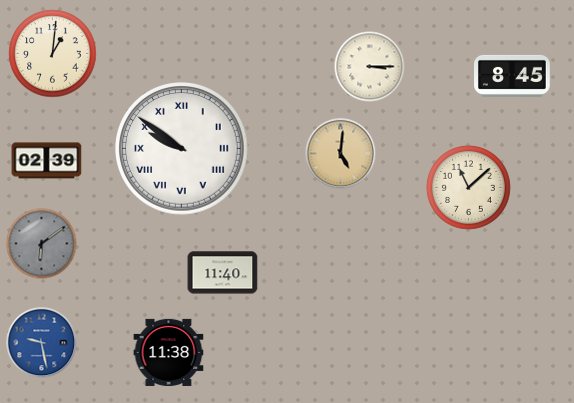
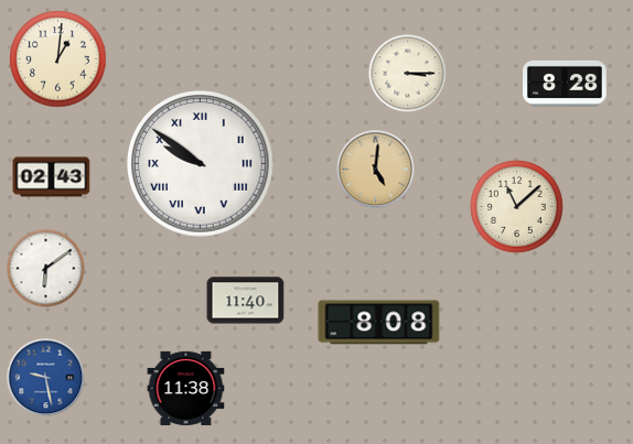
clock at (512, 76): 8:45 -> 8:28
clock at (47, 161): 02:39 -> 02:43
clock at (42, 244) dial: grey -> white
clock at (379, 323): none -> 8:08
